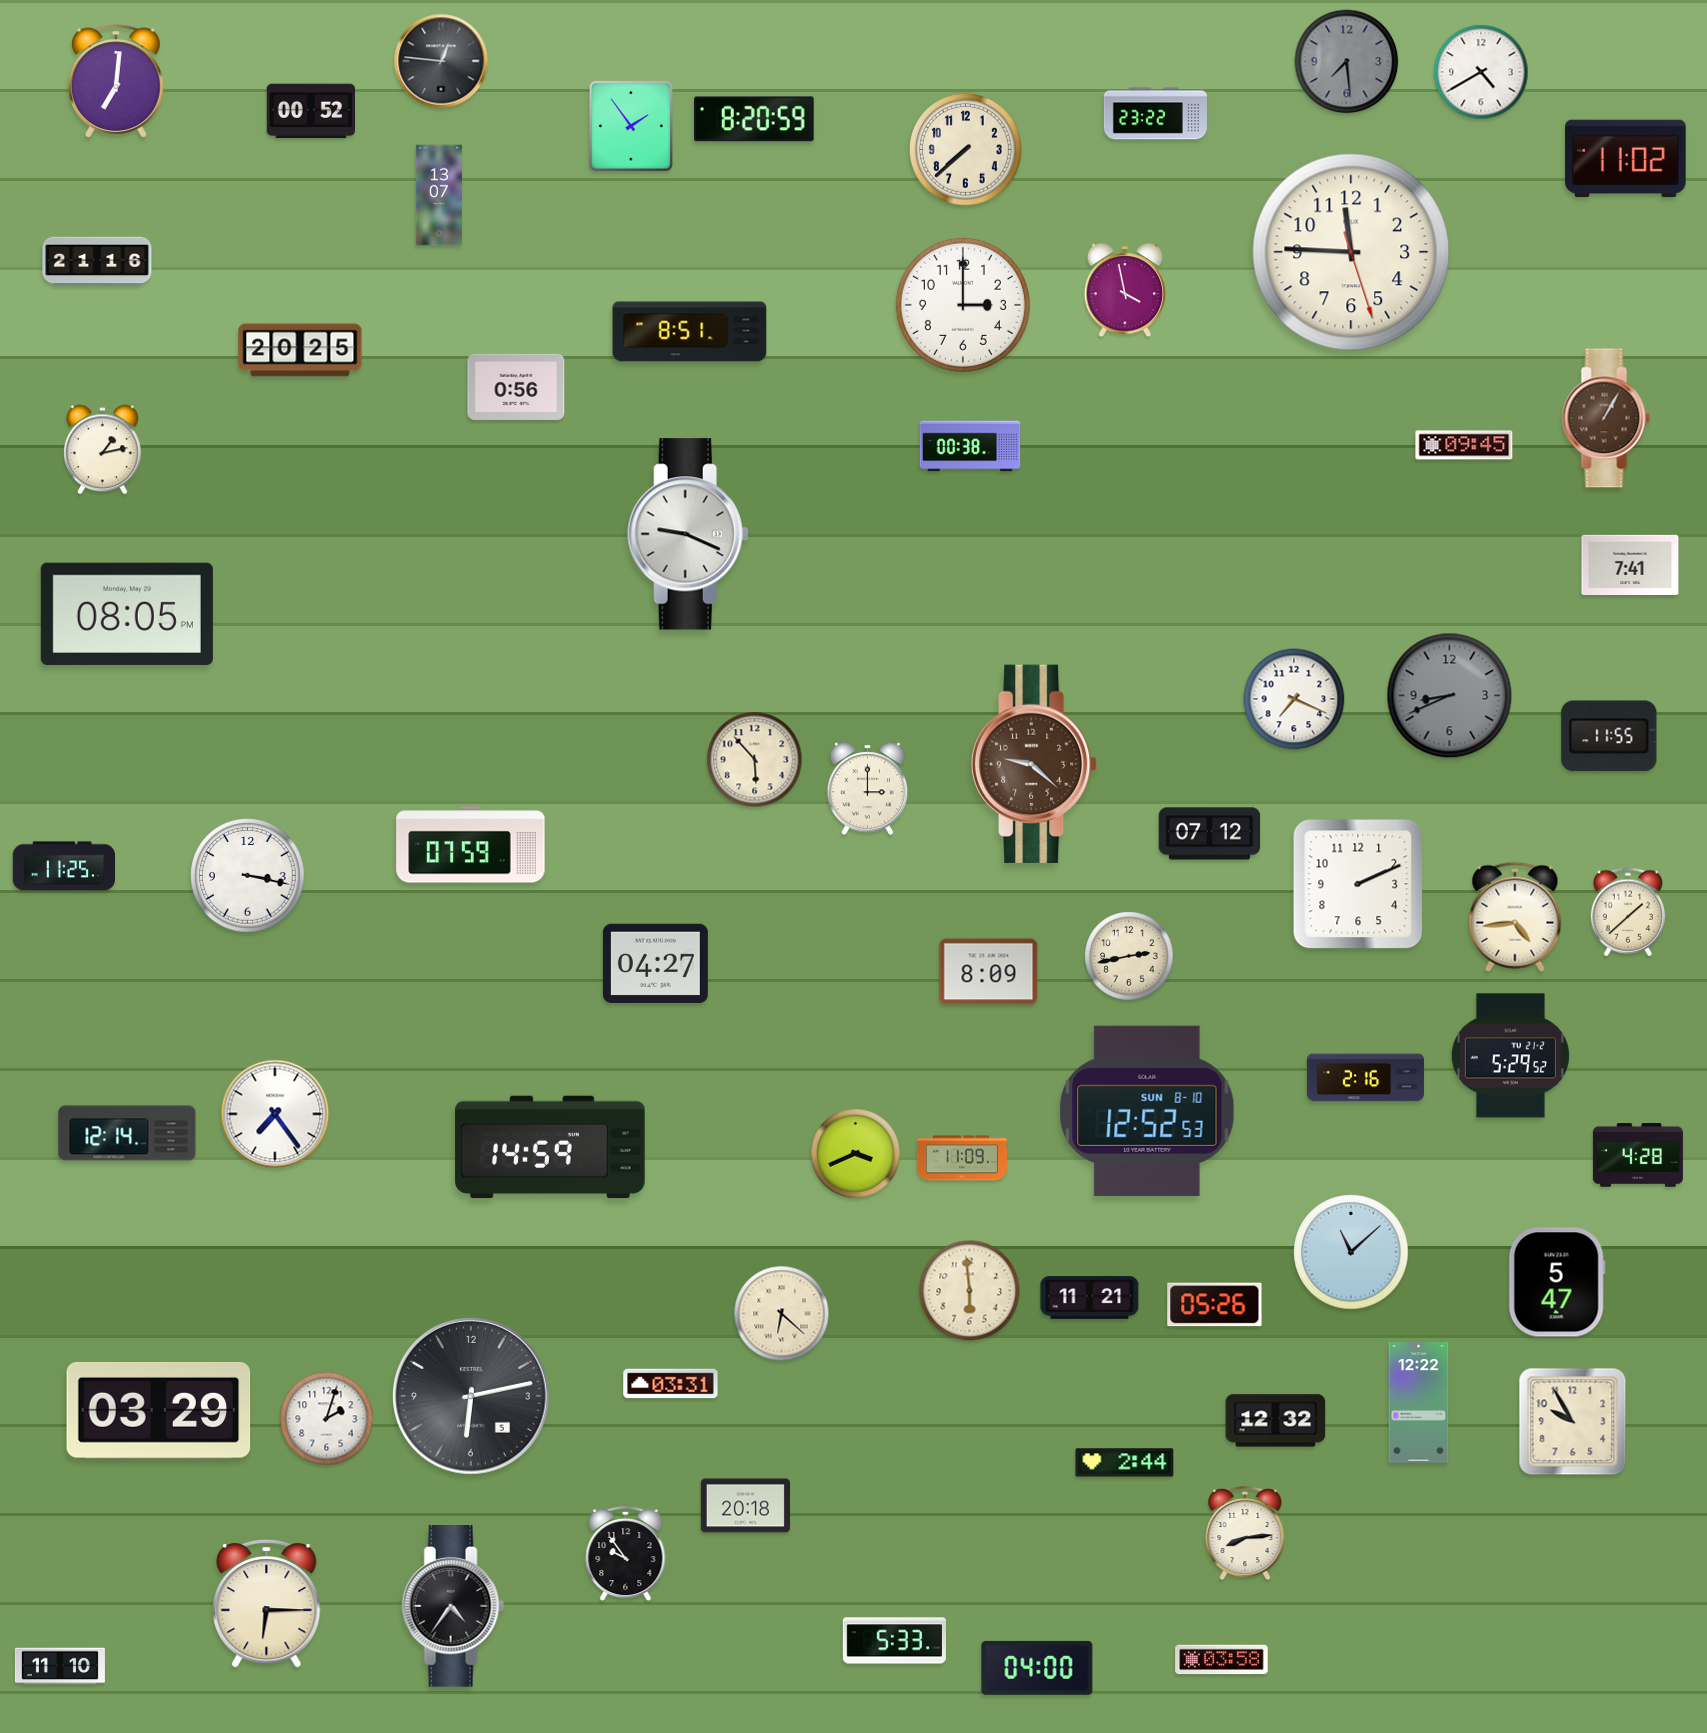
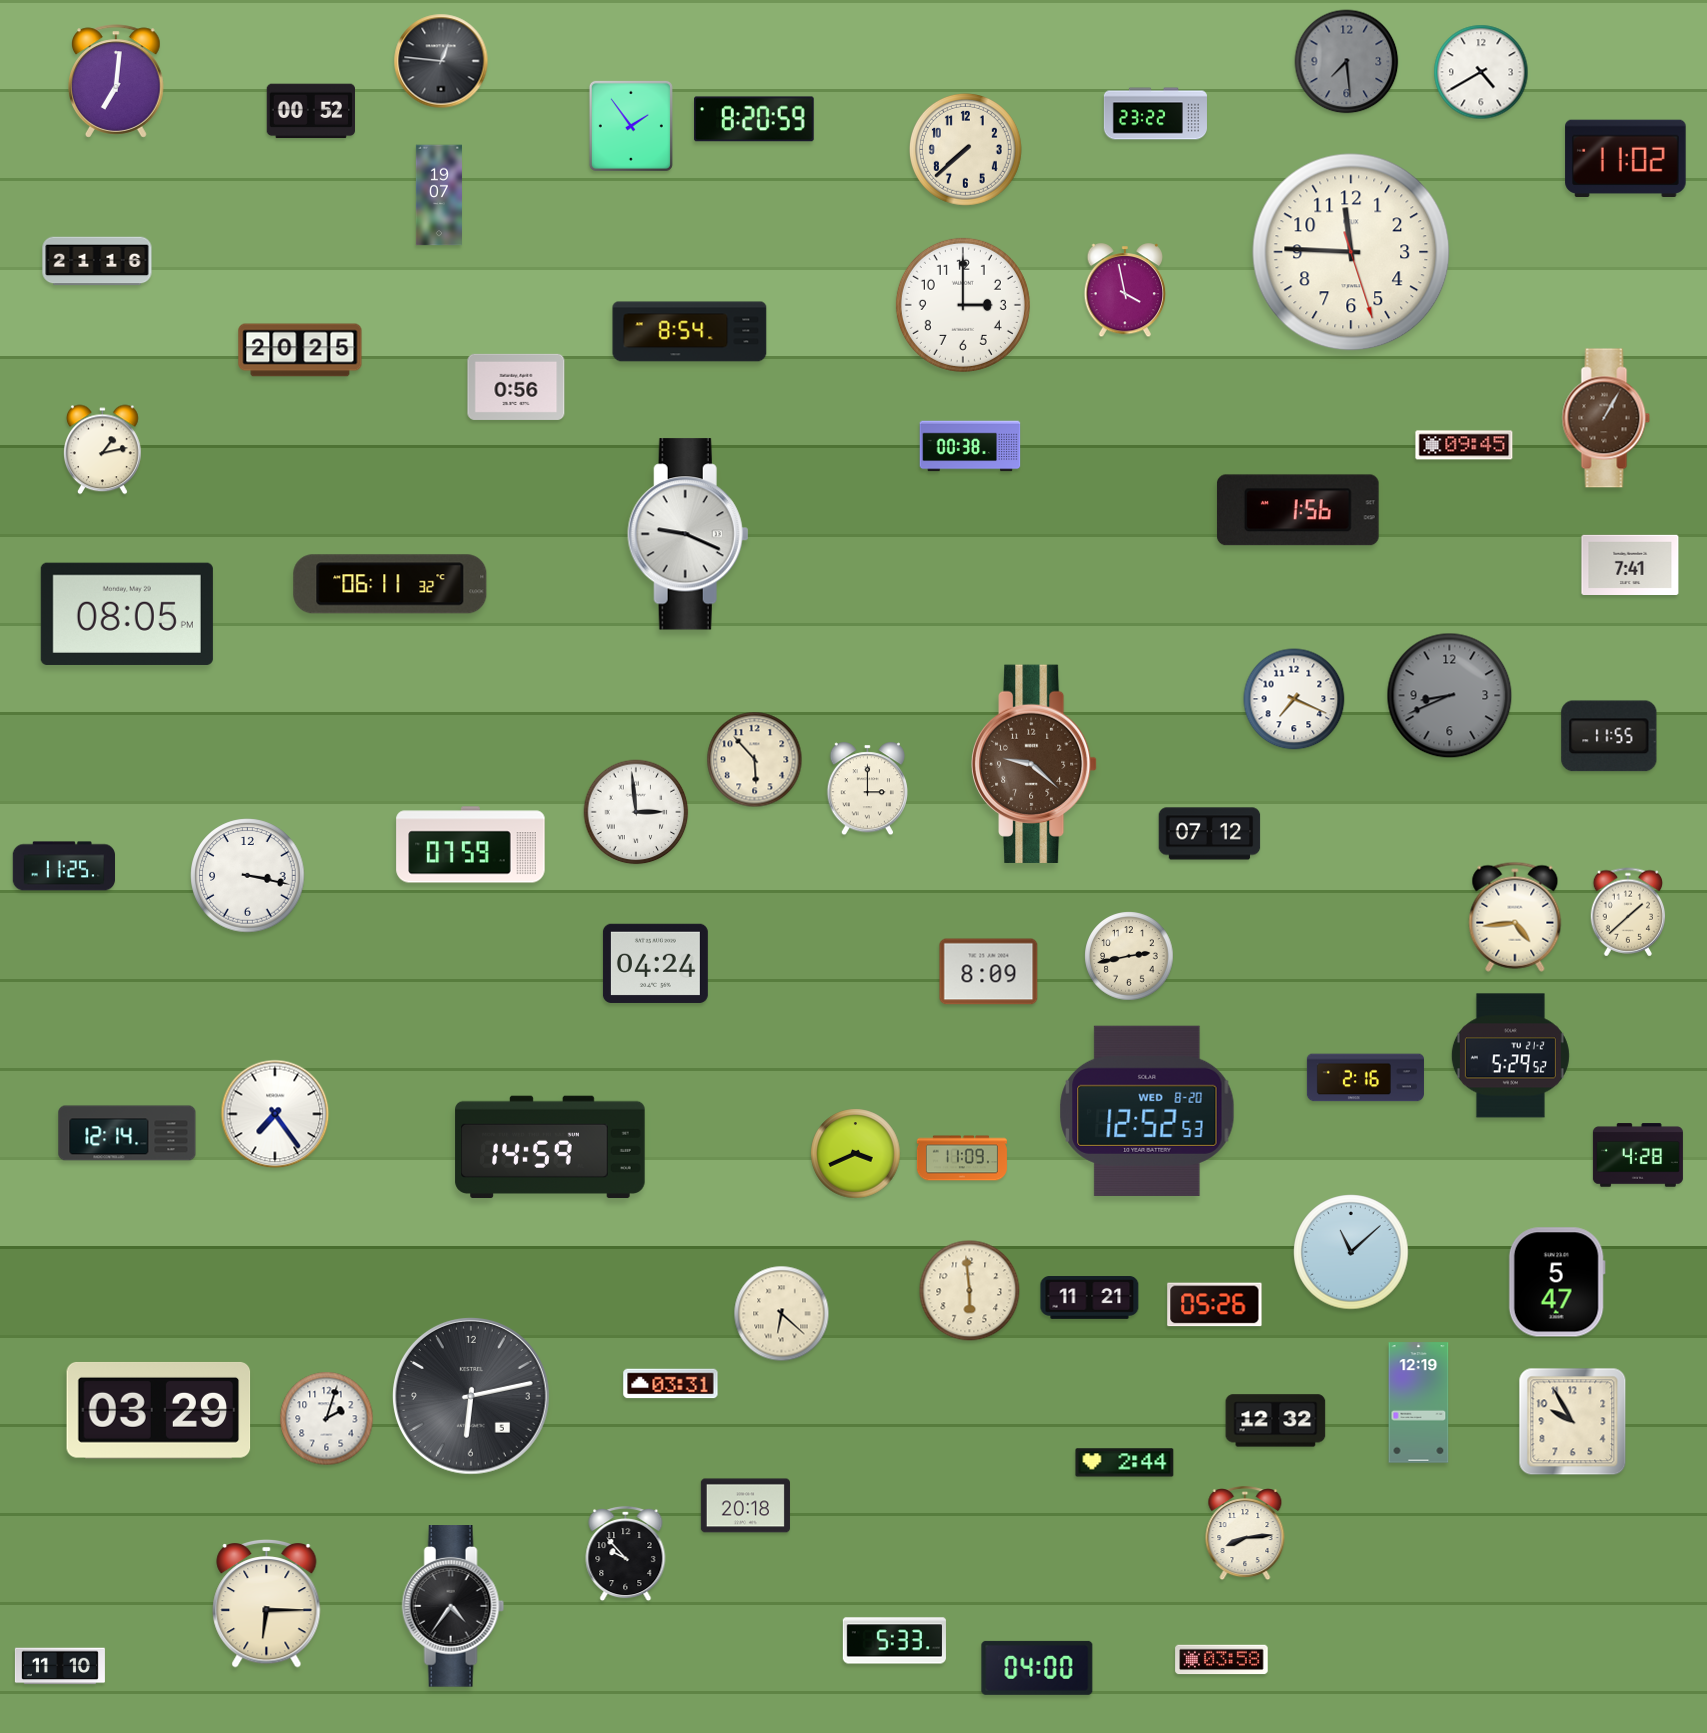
clock at (439, 195): 13:07 -> 19:07
clock at (690, 332): 8:51 -> 8:54
clock at (1298, 510): none -> 1:56
clock at (390, 584): none -> 06:11
clock at (636, 812): none -> 2:59
clock at (1358, 884): 2:11 -> none
clock at (655, 963): 04:27 -> 04:24
clock at (1147, 1111) date: SUN 8-10 -> WED 8-20
clock at (1419, 1403): 12:22 -> 12:19
clock at (626, 1554): 9:54 -> 9:53
